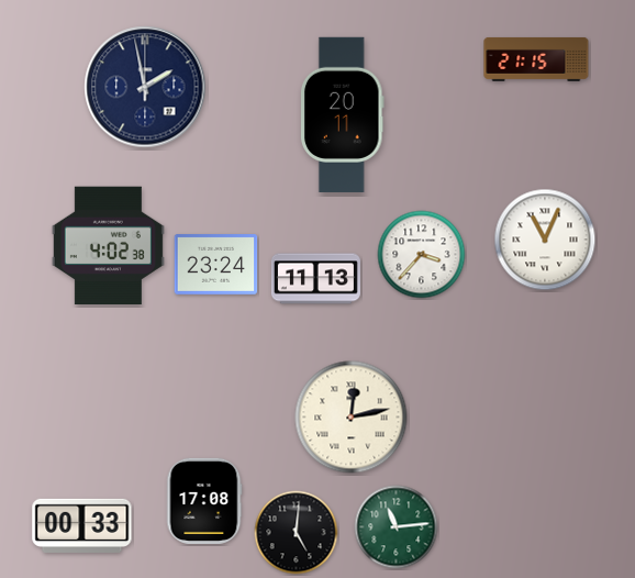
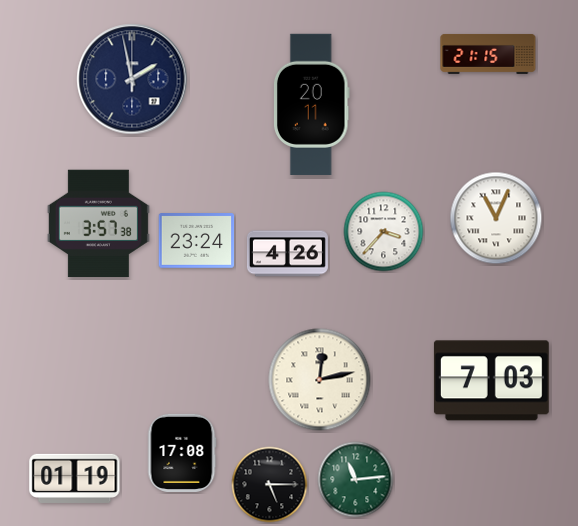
clock at (108, 246): 4:02 -> 3:57
clock at (315, 279): 11:13 -> 4:26
clock at (491, 381): none -> 7:03
clock at (204, 501) position: (204, 501) -> (182, 453)
clock at (82, 525): 00:33 -> 01:19
clock at (397, 527) position: (397, 527) -> (356, 480)
clock at (297, 533): 5:01 -> 5:15
